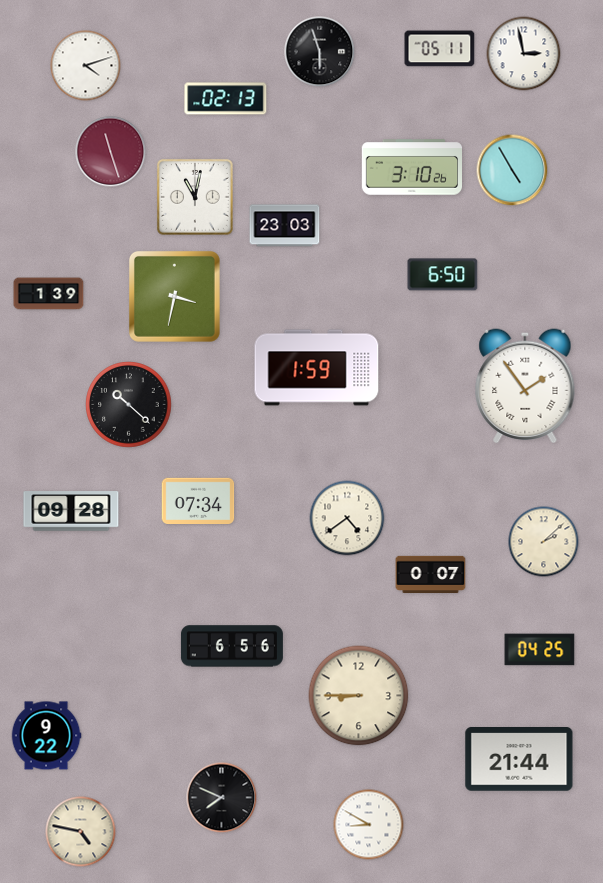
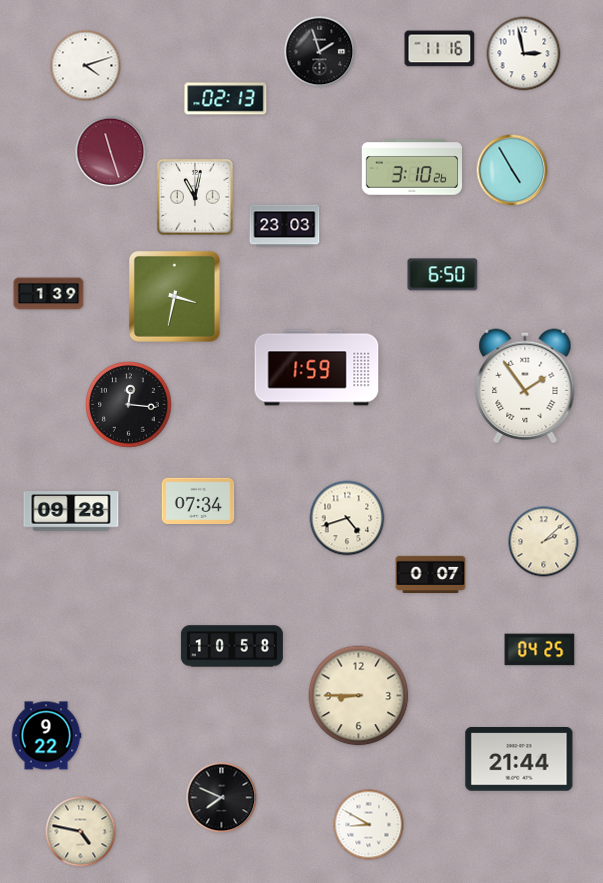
clock at (440, 49): 05:11 -> 11:16
clock at (320, 52): 5:57 -> 1:57
clock at (129, 405): 10:22 -> 12:16
clock at (347, 518): 4:39 -> 4:42
clock at (232, 646): 6:56 -> 10:58
